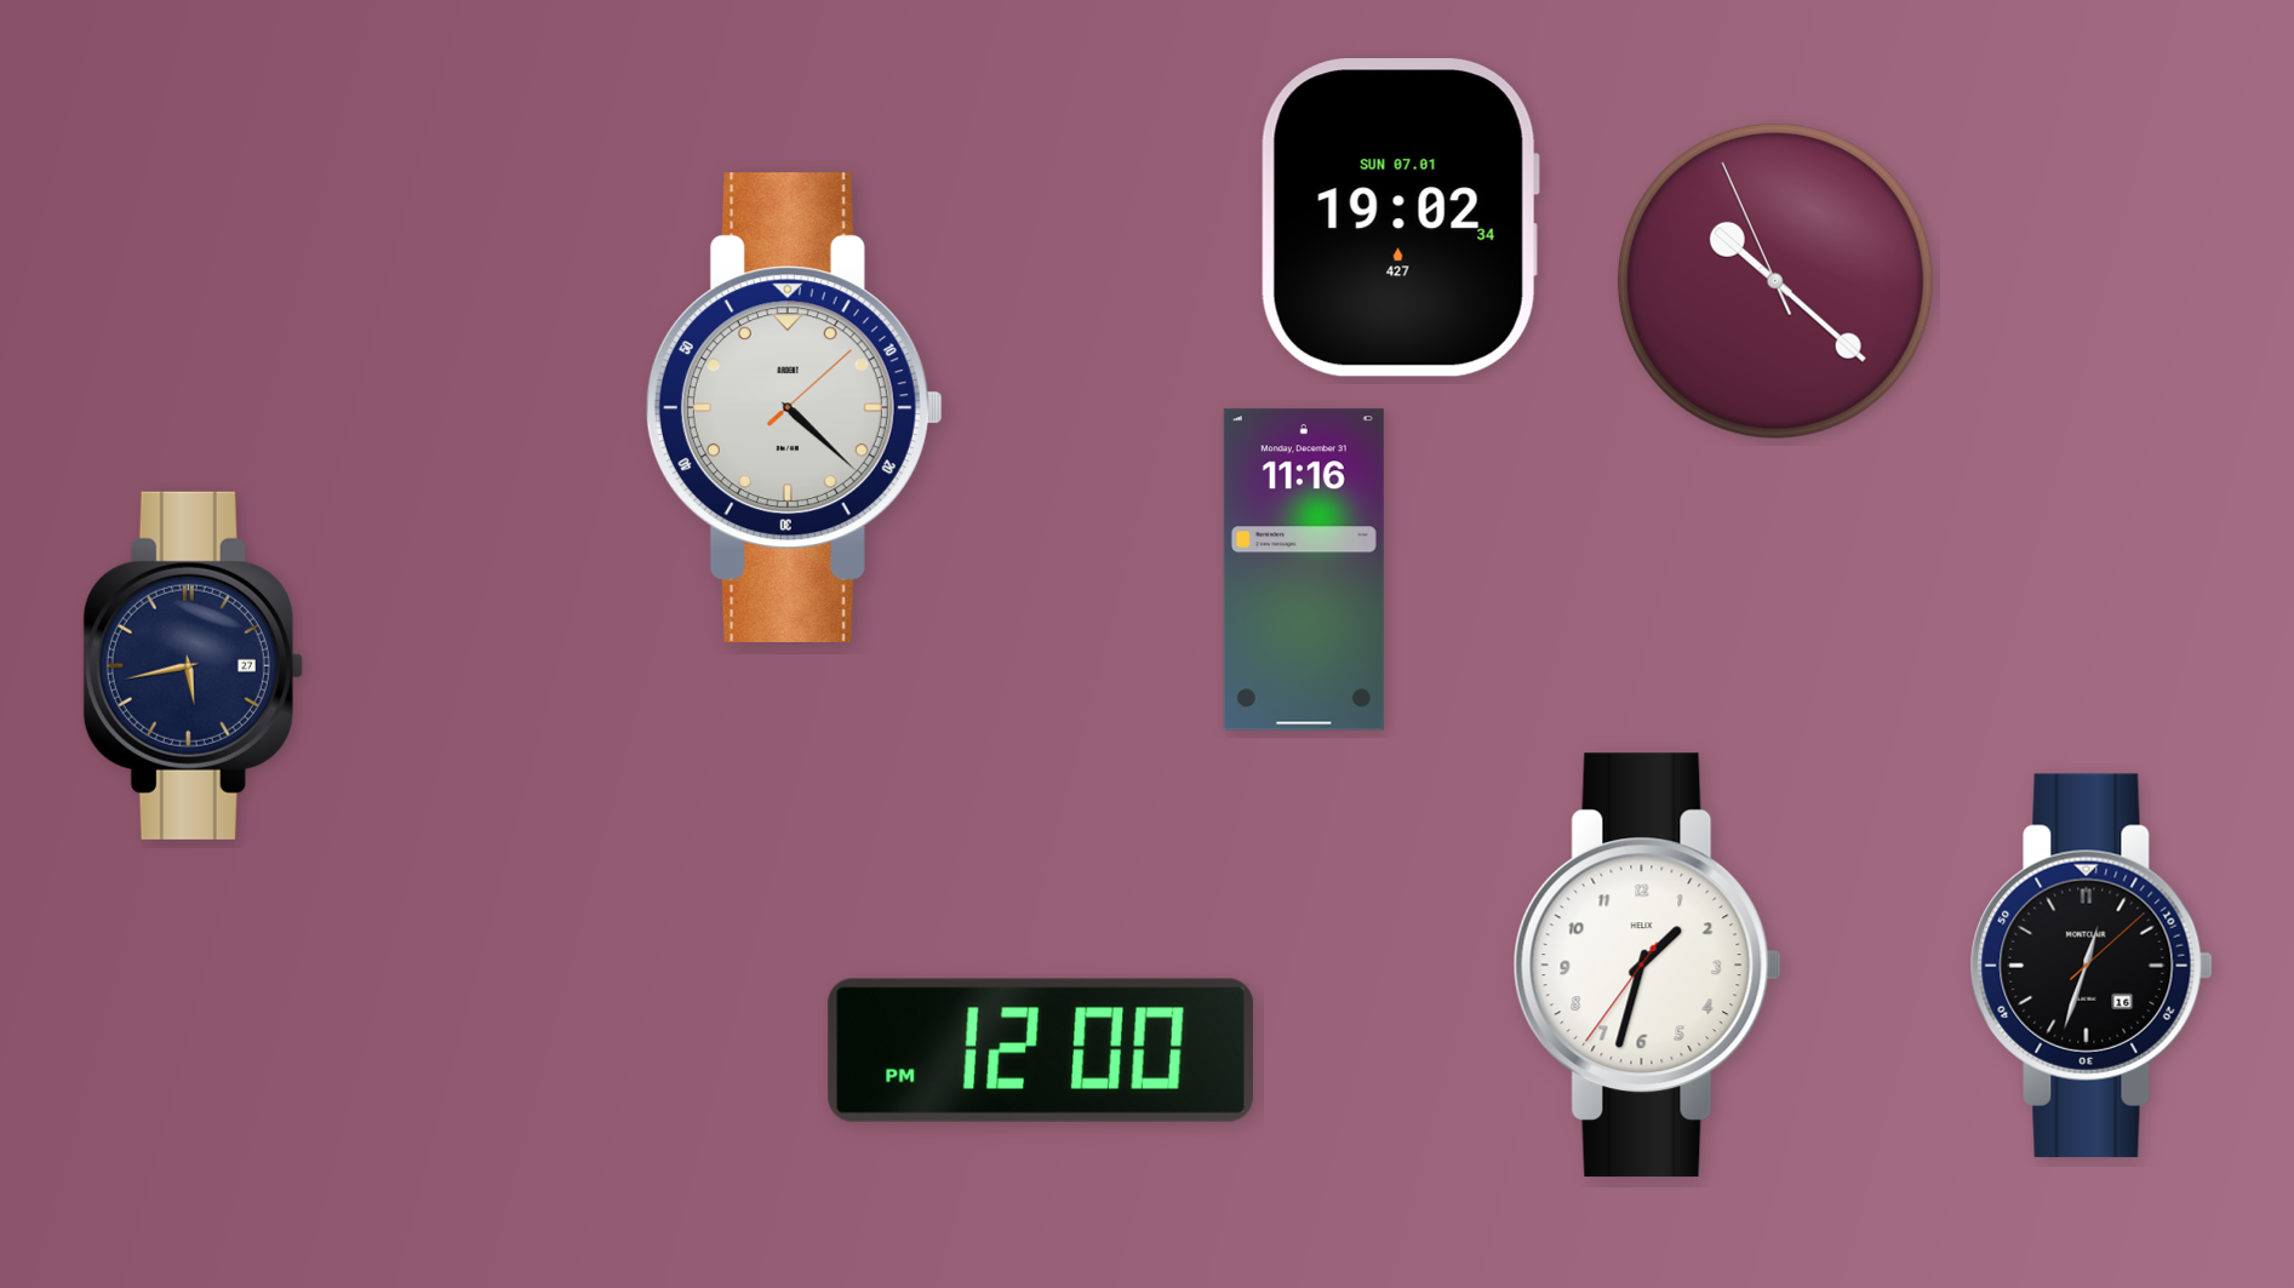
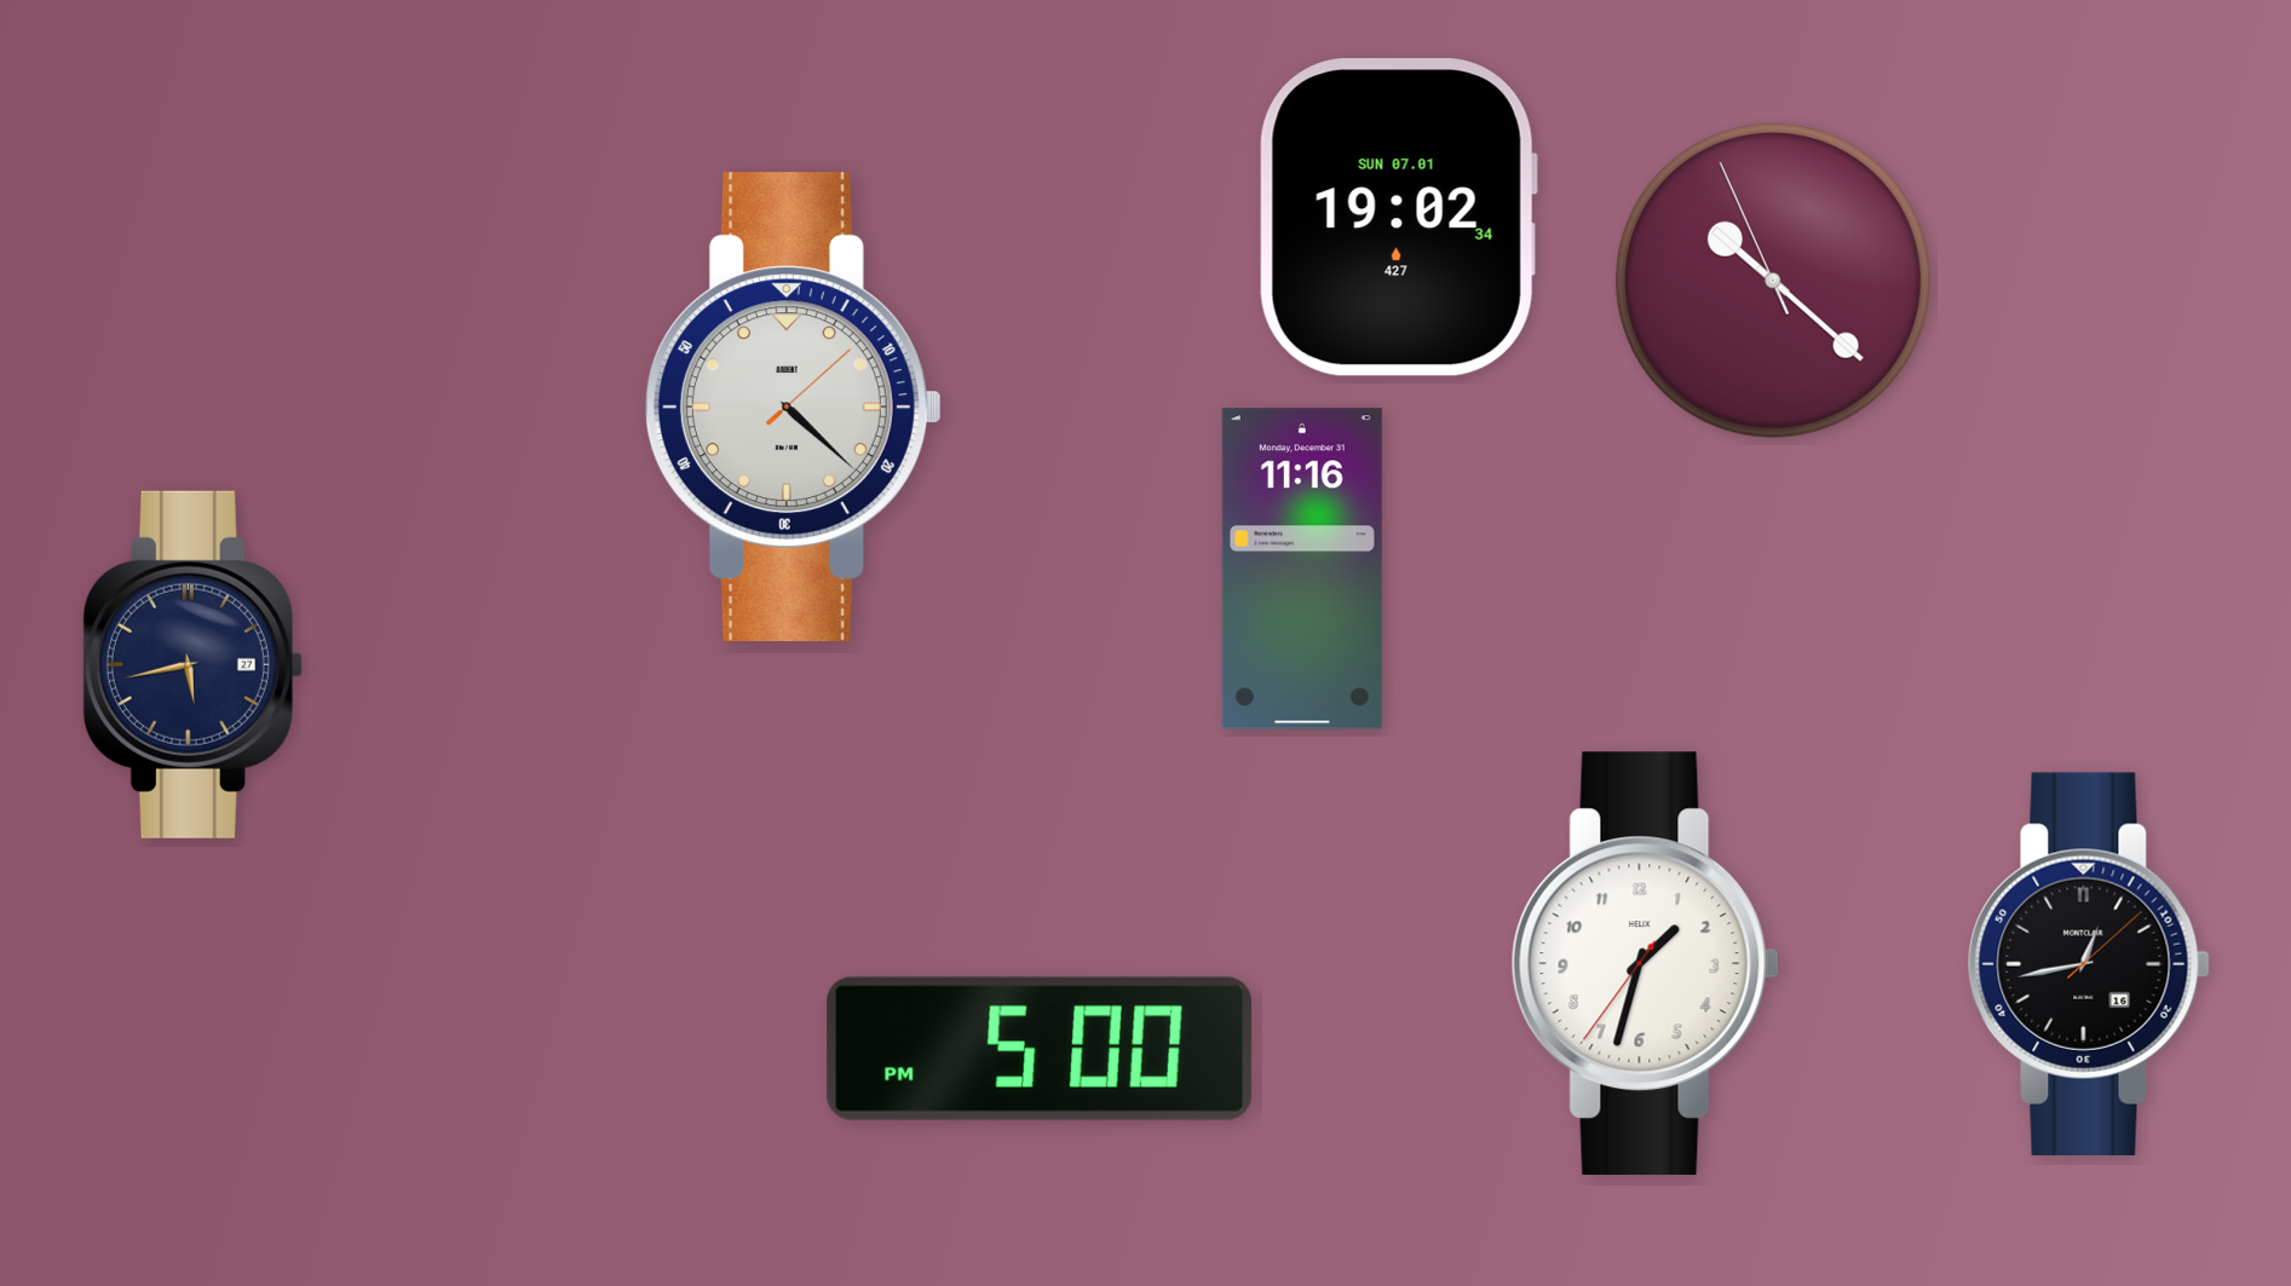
clock at (2092, 966): 12:33 -> 12:43
clock at (1041, 1051): 12:00 -> 5:00
